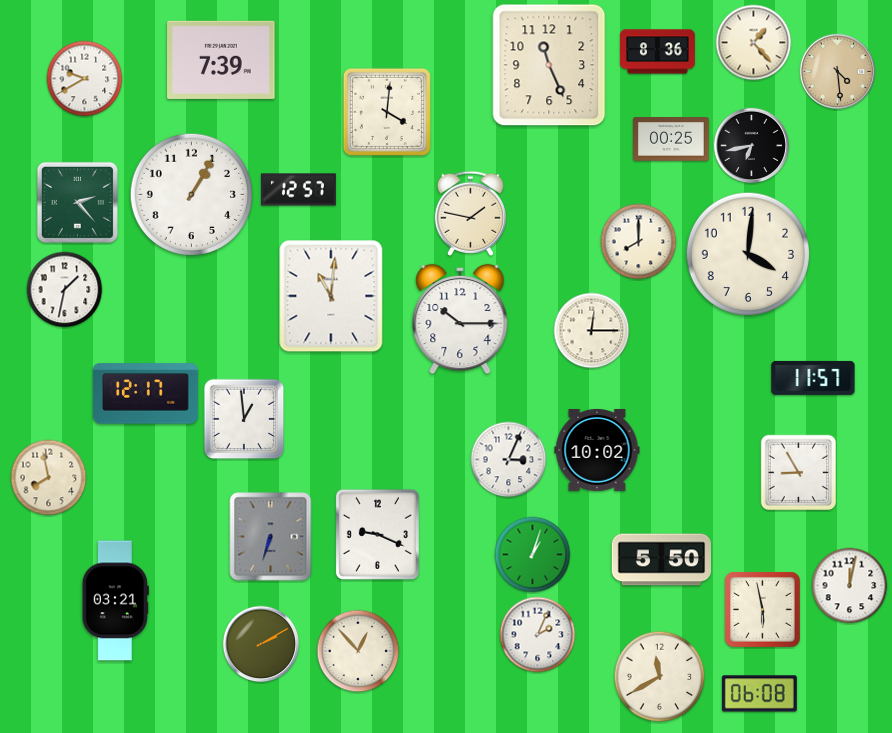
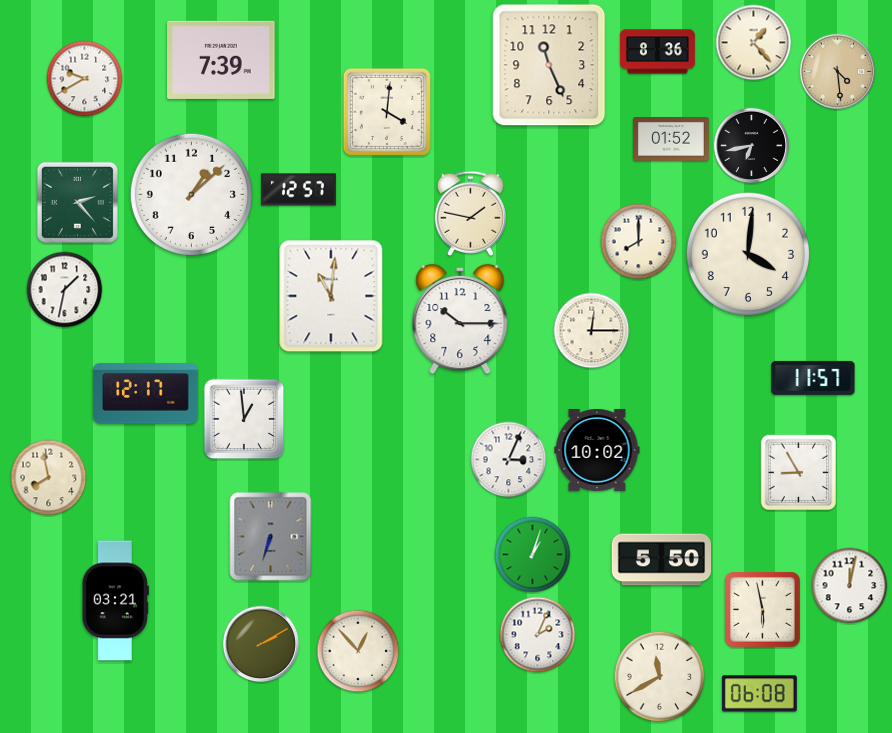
clock at (672, 139): 00:25 -> 01:52
clock at (191, 194): 1:05 -> 1:08
clock at (377, 534): 9:19 -> none
